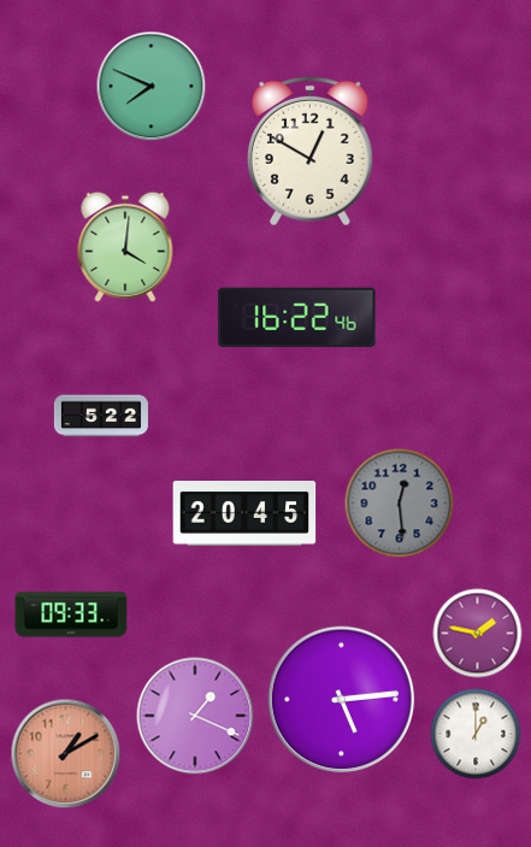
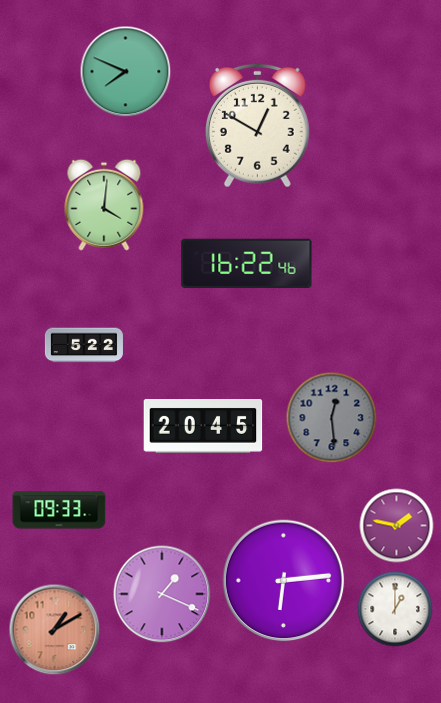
clock at (342, 700): 5:14 -> 6:14
clock at (66, 754) position: (66, 754) -> (55, 630)
